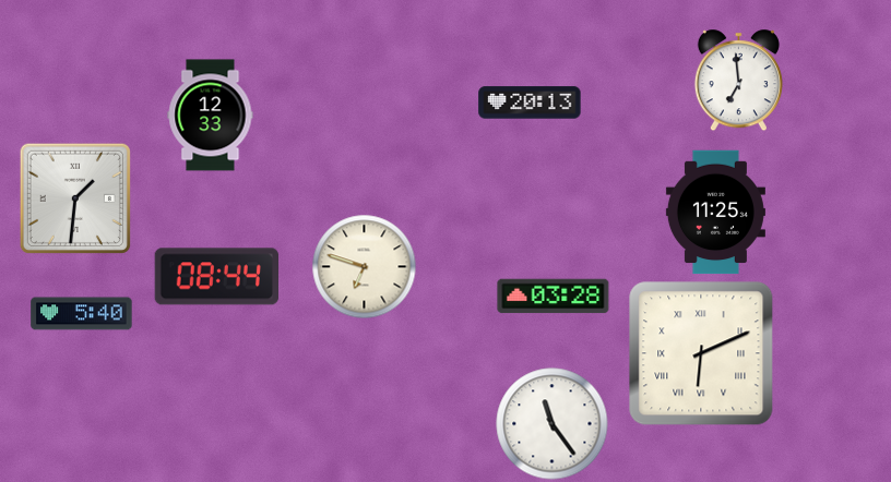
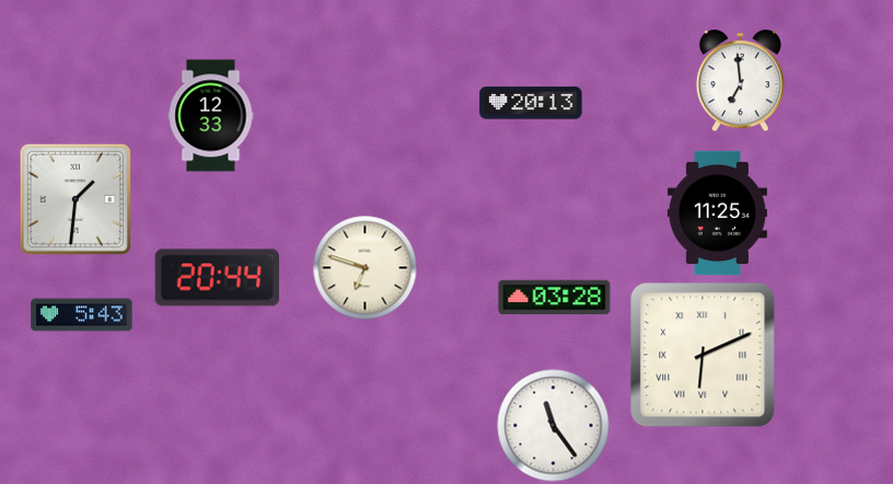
clock at (216, 277): 08:44 -> 20:44
clock at (82, 314): 5:40 -> 5:43
